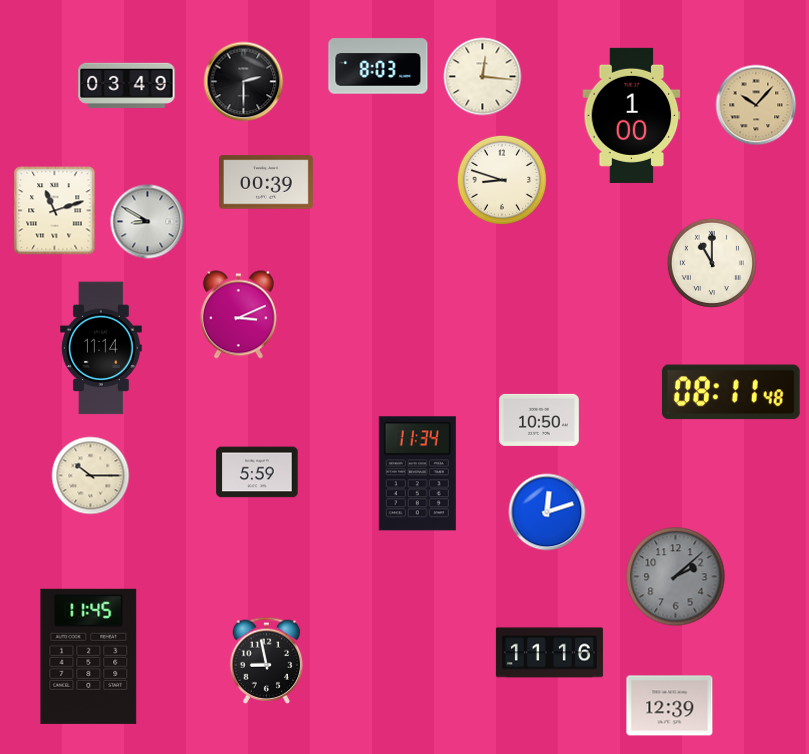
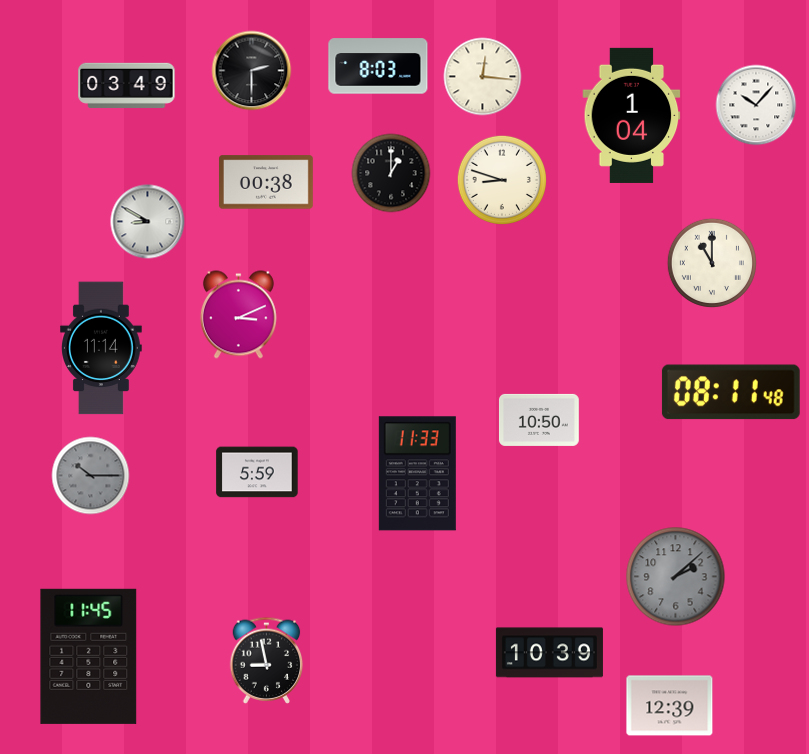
clock at (244, 82) position: (244, 82) -> (252, 71)
clock at (756, 105) dial: champagne -> white
clock at (632, 115): 1:00 -> 1:04
clock at (391, 173): none -> 1:00
clock at (266, 182): 00:39 -> 00:38
clock at (55, 211): 11:12 -> none
clock at (417, 474): 11:34 -> 11:33
clock at (91, 476) dial: cream -> grey
clock at (547, 512): 12:12 -> none
clock at (549, 653): 11:16 -> 10:39
